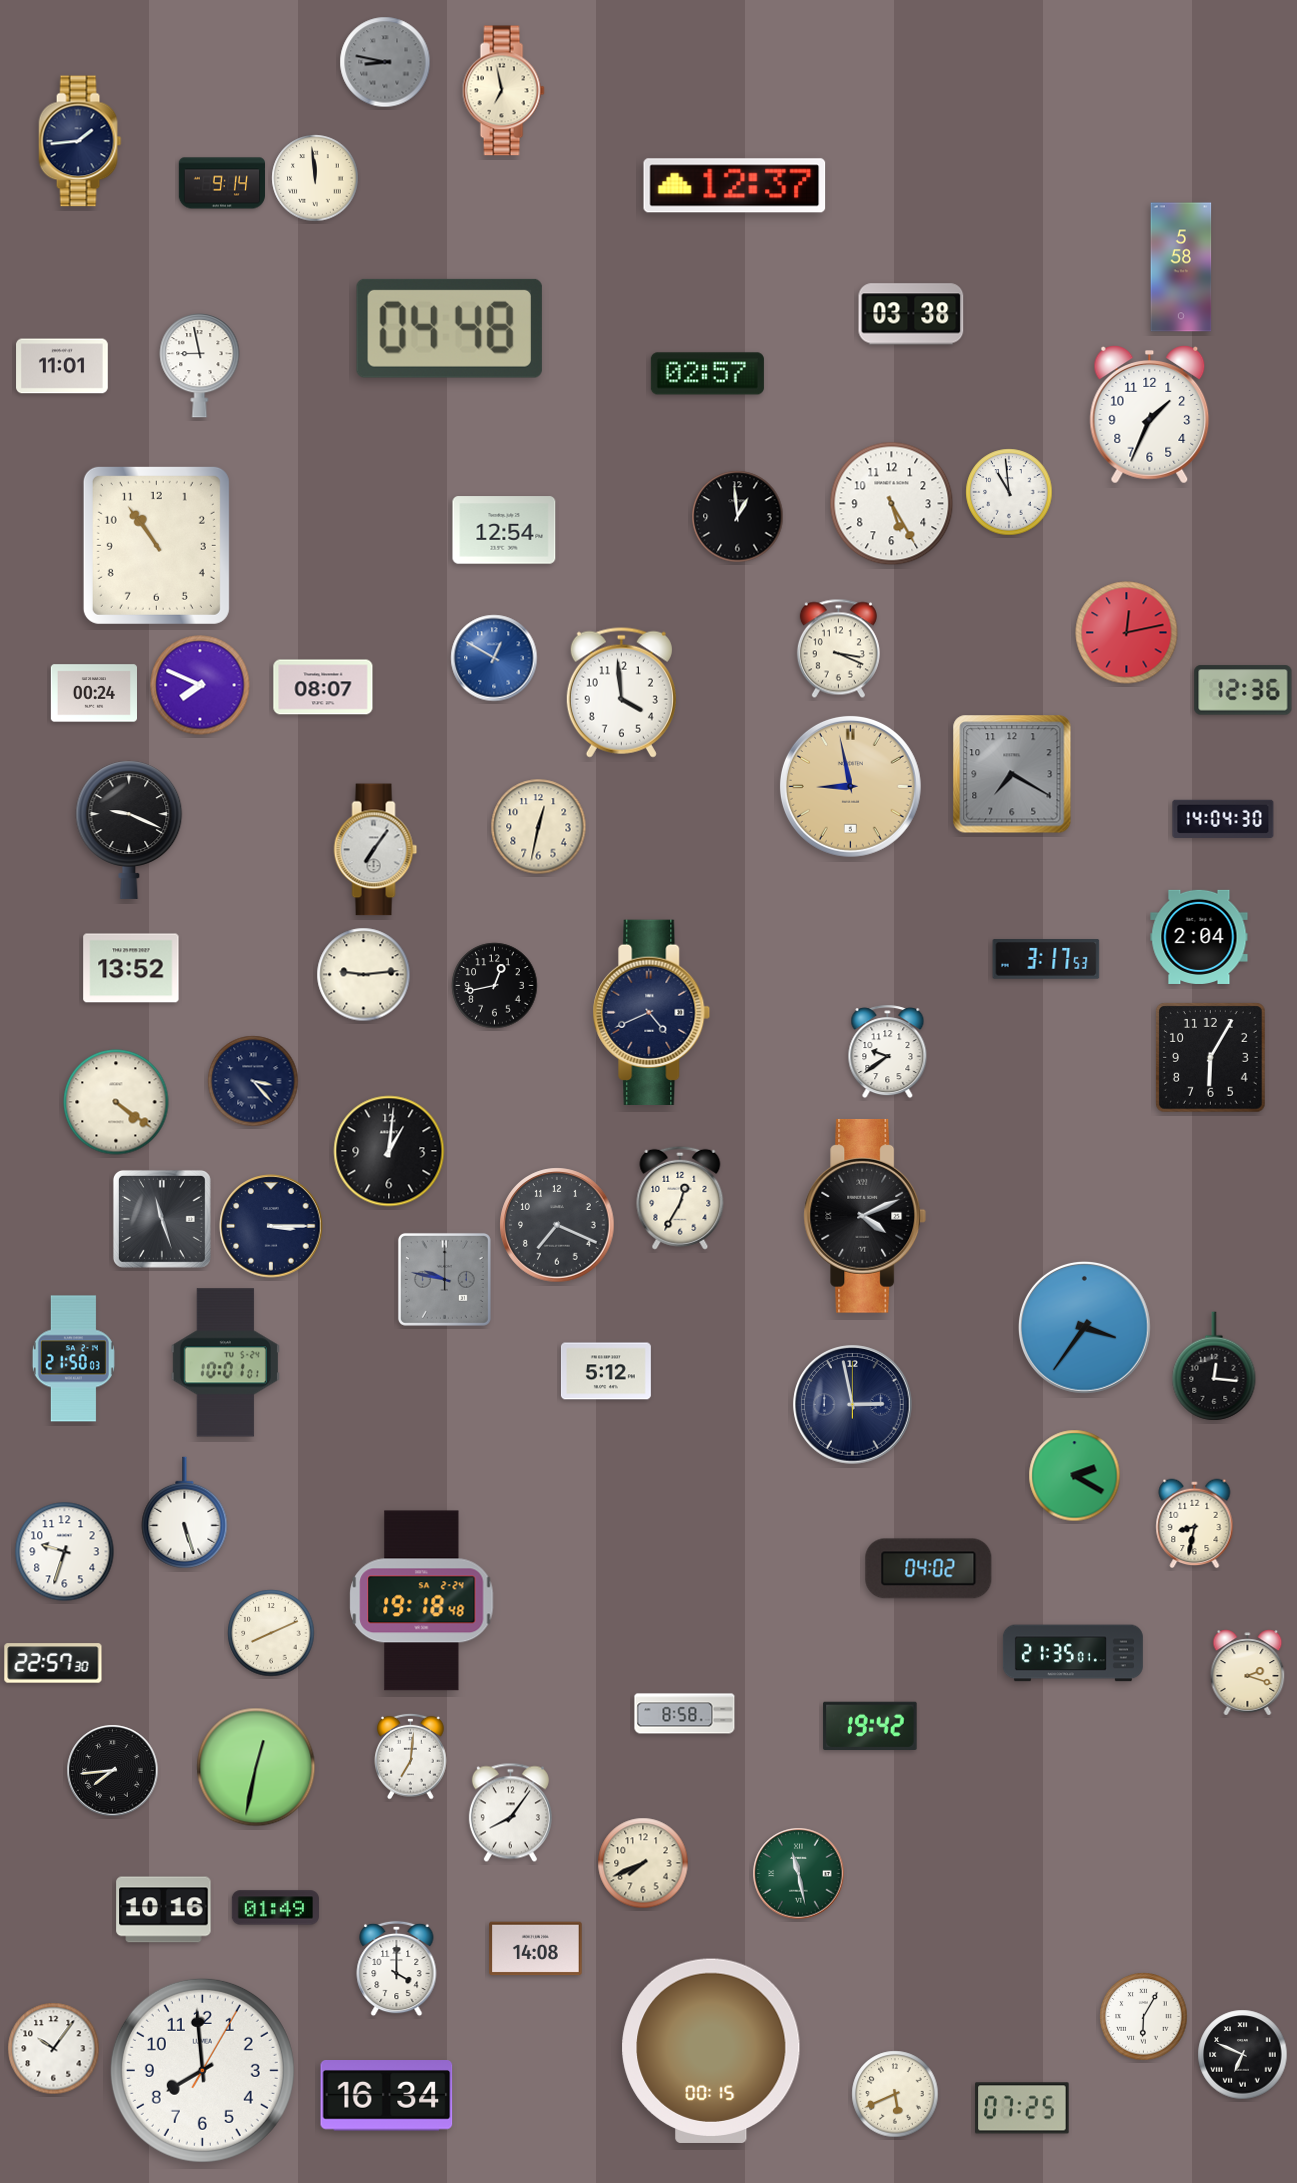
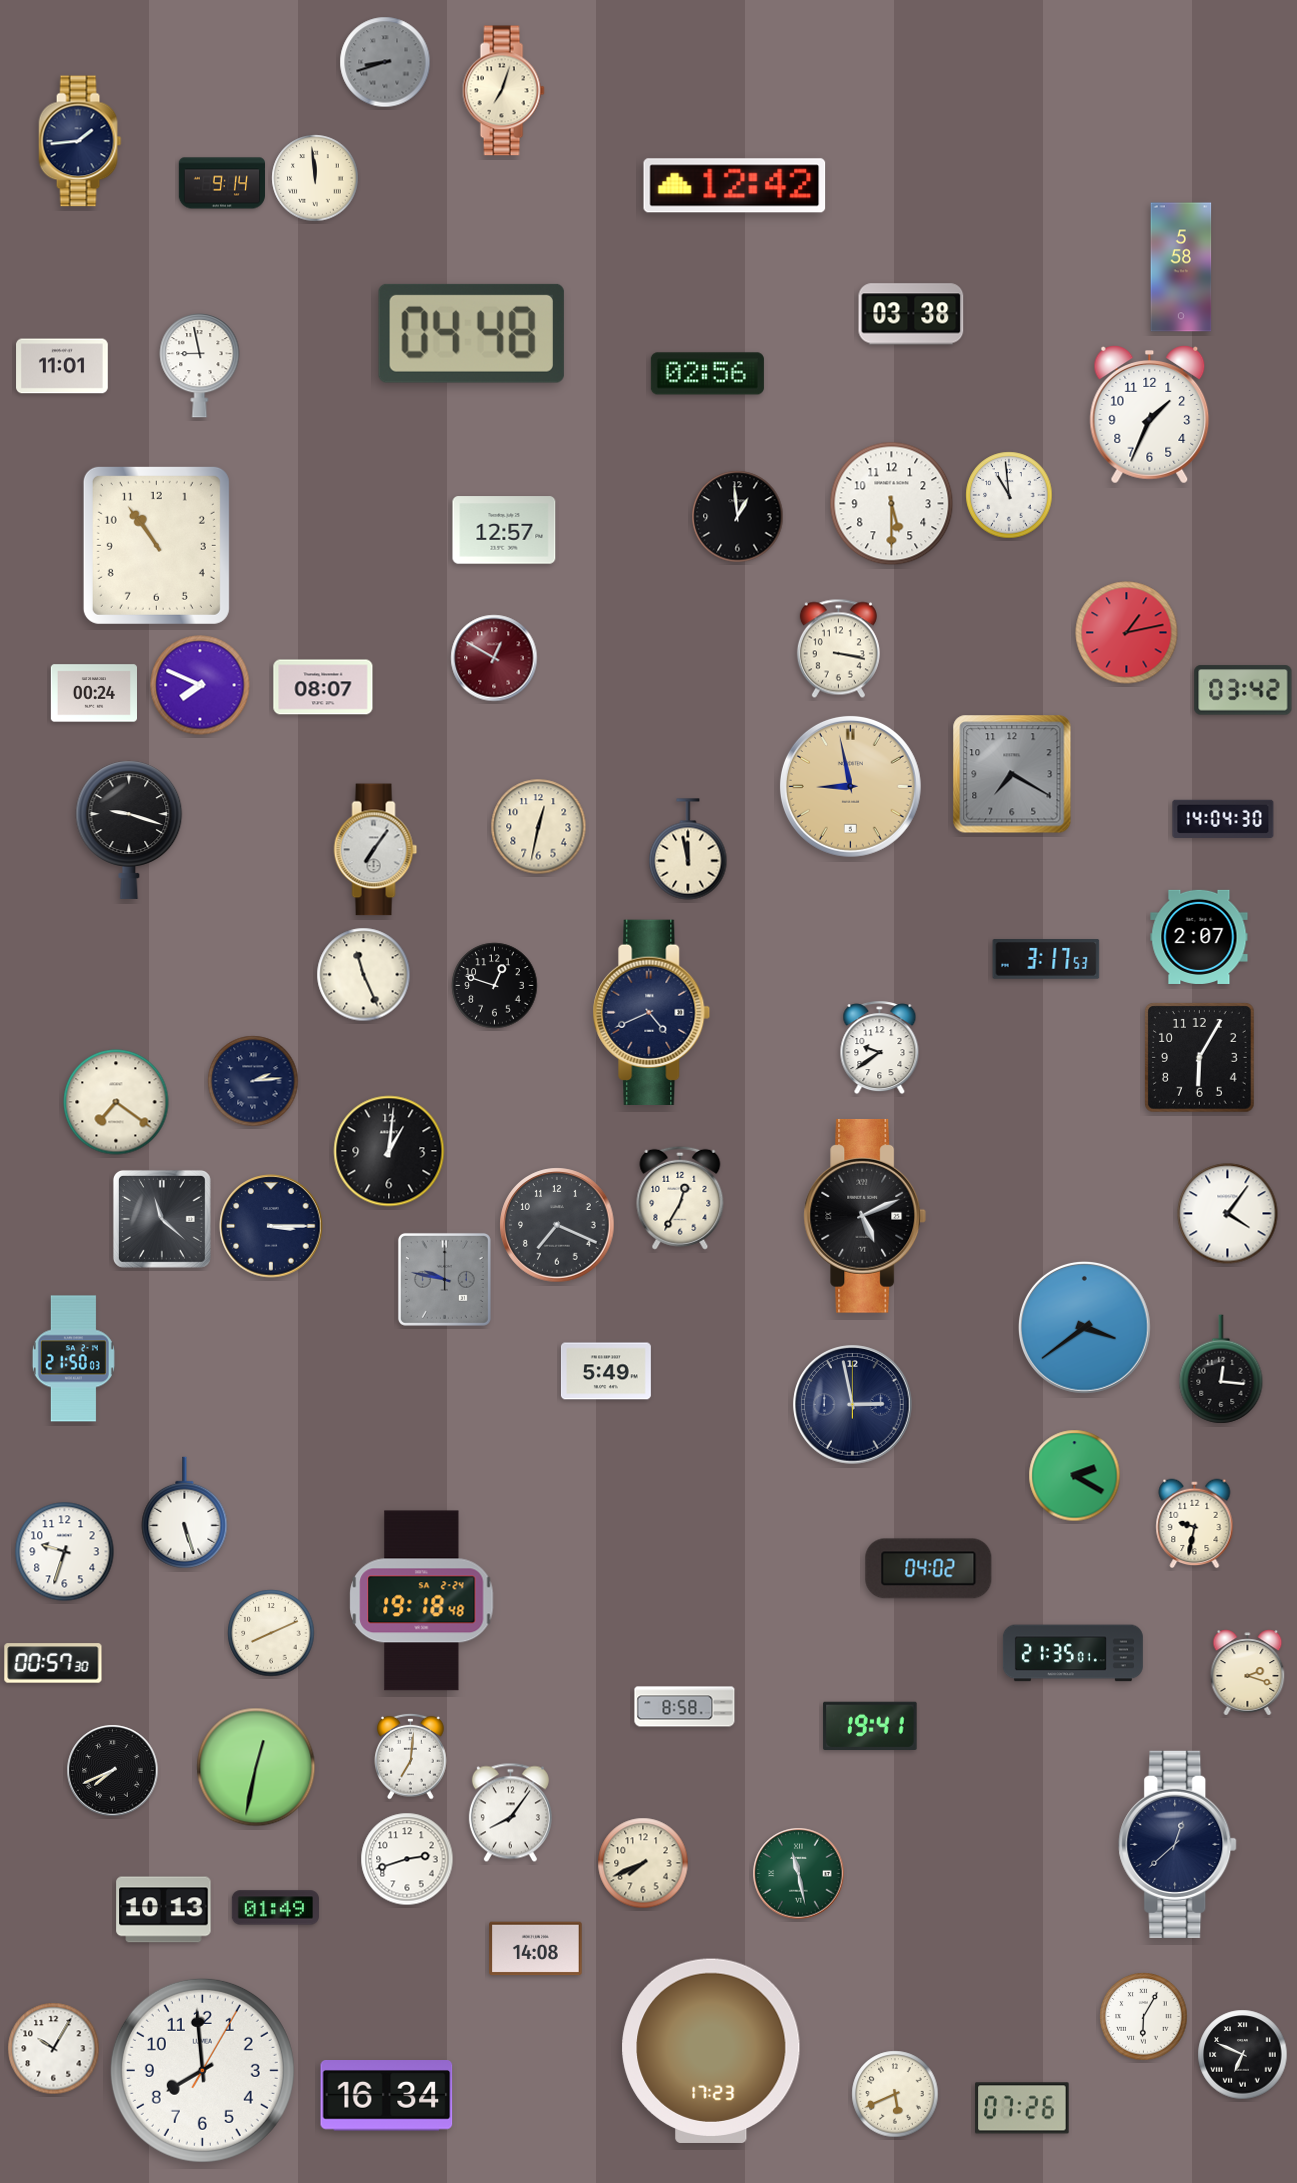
clock at (385, 62): 8:47 -> 8:42
clock at (503, 91): 6:58 -> 7:03
clock at (735, 186): 12:37 -> 12:42
clock at (449, 328) position: (449, 328) -> (471, 333)
clock at (707, 374): 02:57 -> 02:56
clock at (1009, 492) position: (1009, 492) -> (1009, 495)
clock at (892, 504): 5:25 -> 5:30
clock at (504, 530): 12:54 -> 12:57
clock at (1127, 633): 12:13 -> 1:13
clock at (838, 649): 3:19 -> 3:17
clock at (494, 658) dial: blue -> burgundy
clock at (1243, 690): 12:36 -> 03:42
clock at (621, 692): 3:59 -> none
clock at (129, 830): 9:19 -> 9:18
clock at (688, 849): none -> 11:58
clock at (1199, 937): 2:04 -> 2:07
clock at (131, 968): 13:52 -> none
clock at (364, 975): 9:14 -> 11:26
clock at (495, 986): 12:43 -> 12:48
clock at (888, 1052) position: (888, 1052) -> (880, 1048)
clock at (1211, 1058) position: (1211, 1058) -> (1200, 1058)
clock at (253, 1081): 3:23 -> 2:14
clock at (116, 1102): 4:21 -> 7:21
clock at (1228, 1214): none -> 4:06
clock at (865, 1216): 4:11 -> 5:11
clock at (162, 1219): 11:27 -> 11:22
clock at (1084, 1327): 3:36 -> 3:39
clock at (225, 1363): 10:01 -> none
clock at (1214, 1366) position: (1214, 1366) -> (1221, 1369)
clock at (606, 1371): 5:12 -> 5:49
clock at (1195, 1524): 8:32 -> 9:32
clock at (53, 1663): 22:57 -> 00:57
clock at (685, 1714) position: (685, 1714) -> (685, 1707)
clock at (870, 1725): 19:42 -> 19:41
clock at (113, 1771): 7:44 -> 7:41
clock at (1178, 1844): none -> 12:38
clock at (407, 1859): none -> 2:42
clock at (164, 1910): 10:16 -> 10:13
clock at (397, 1969): 4:00 -> none
clock at (54, 2049): 10:06 -> 10:05
clock at (711, 2051): 00:15 -> 17:23
clock at (1022, 2108): 07:25 -> 07:26
